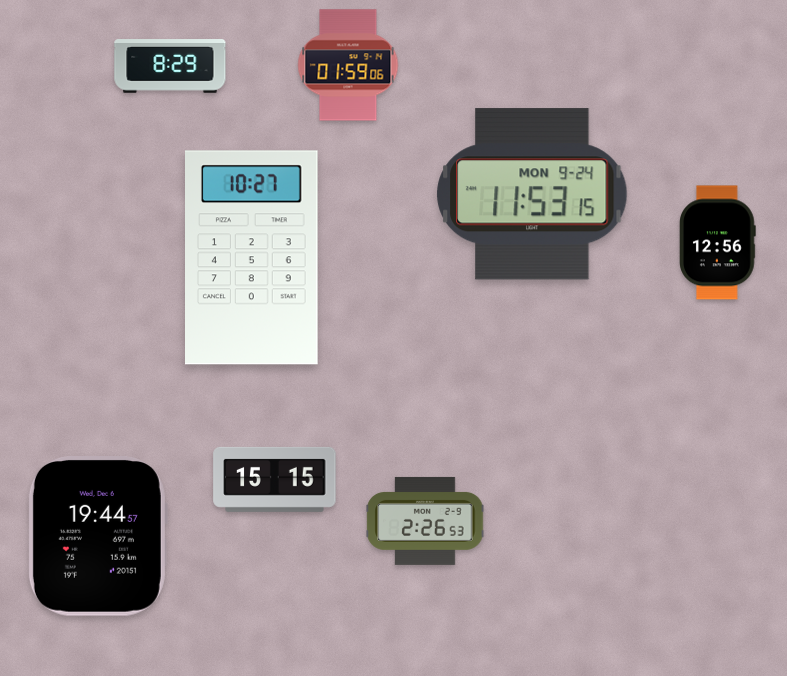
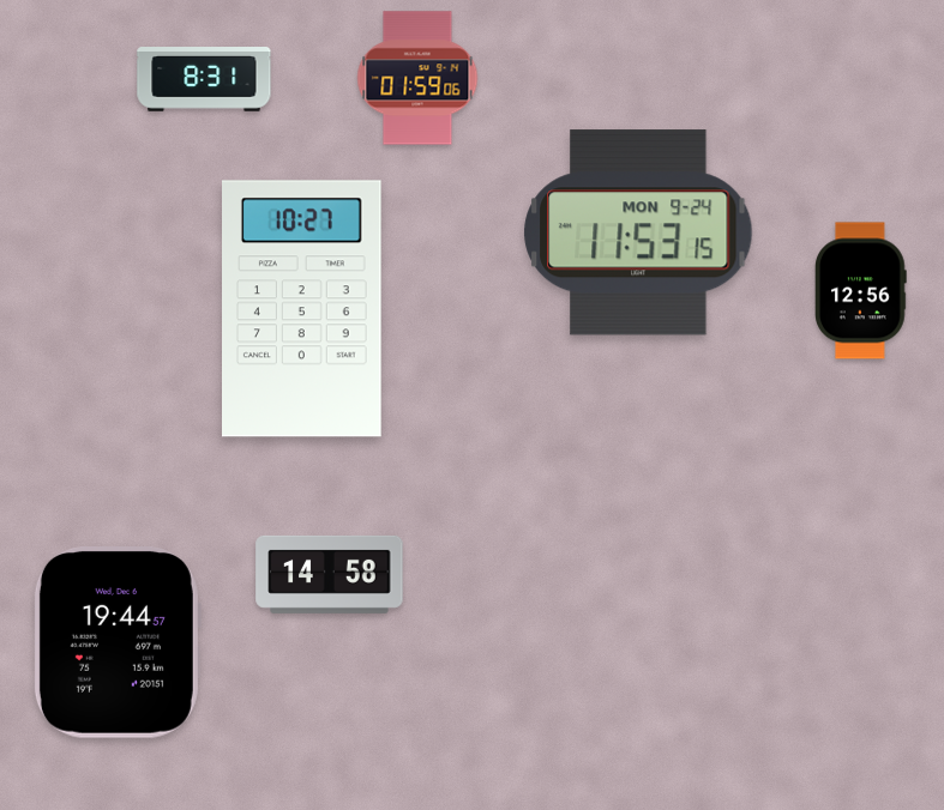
clock at (170, 67): 8:29 -> 8:31
clock at (275, 479): 15:15 -> 14:58
clock at (425, 521): 2:26 -> none
